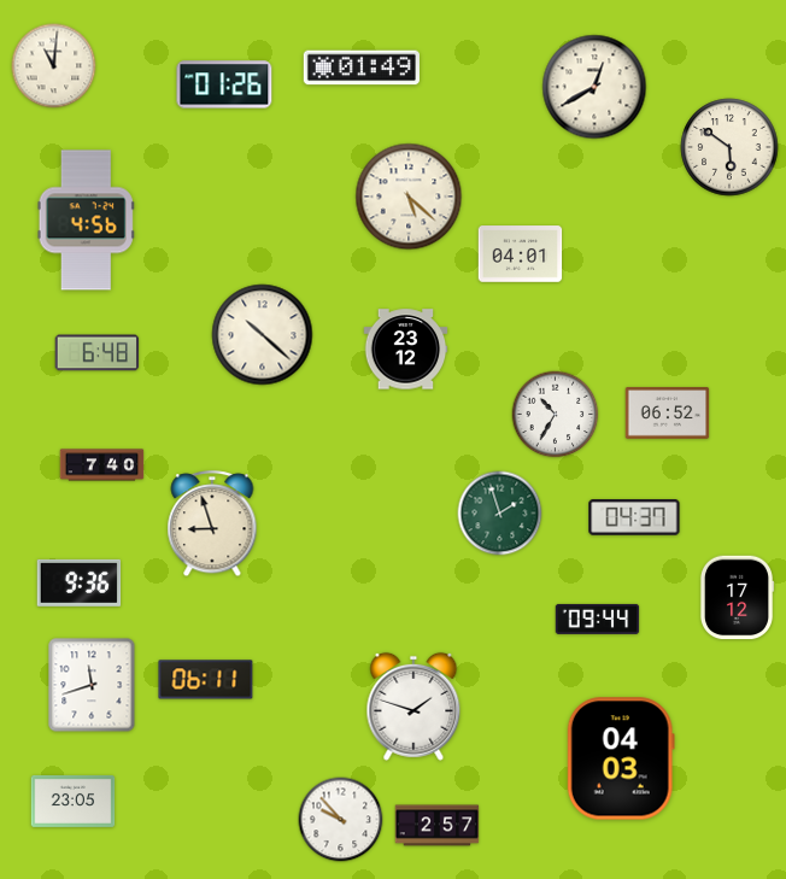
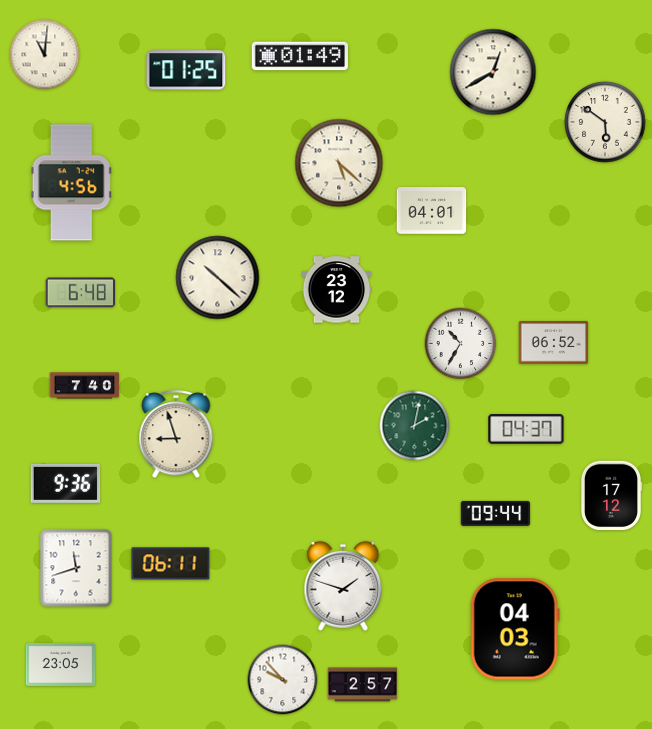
clock at (224, 84): 01:26 -> 01:25
clock at (500, 514): 1:57 -> 2:02
